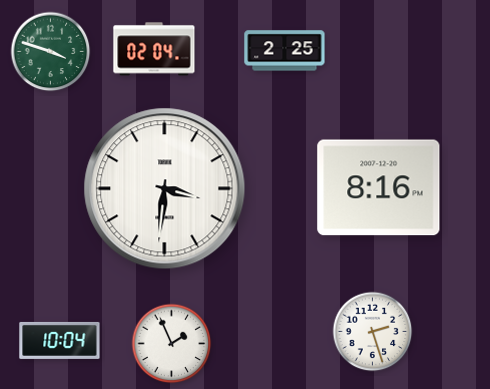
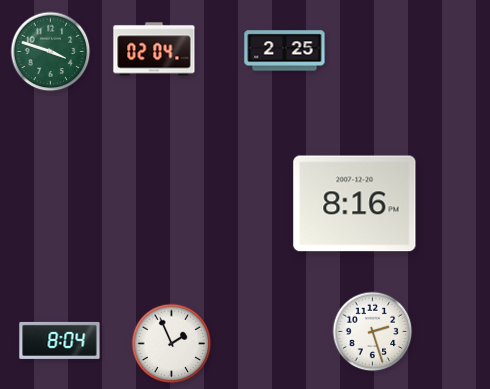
clock at (379, 188) position: (379, 188) -> (355, 204)
clock at (165, 189): 3:31 -> none
clock at (60, 340): 10:04 -> 8:04
